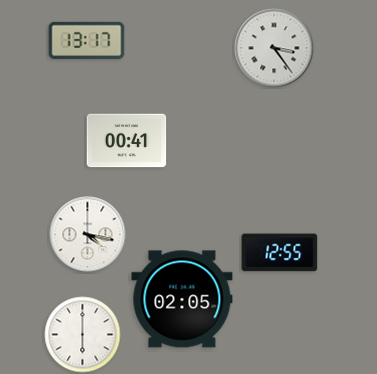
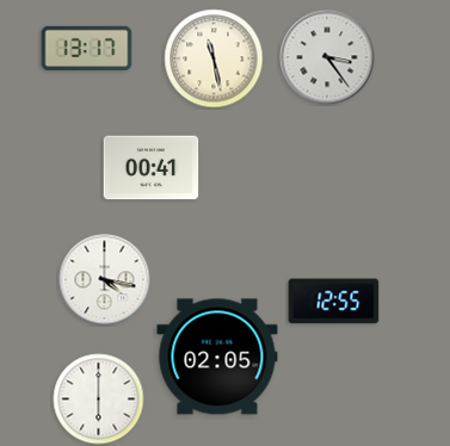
clock at (87, 40) position: (87, 40) -> (87, 48)
clock at (214, 58): none -> 11:28
